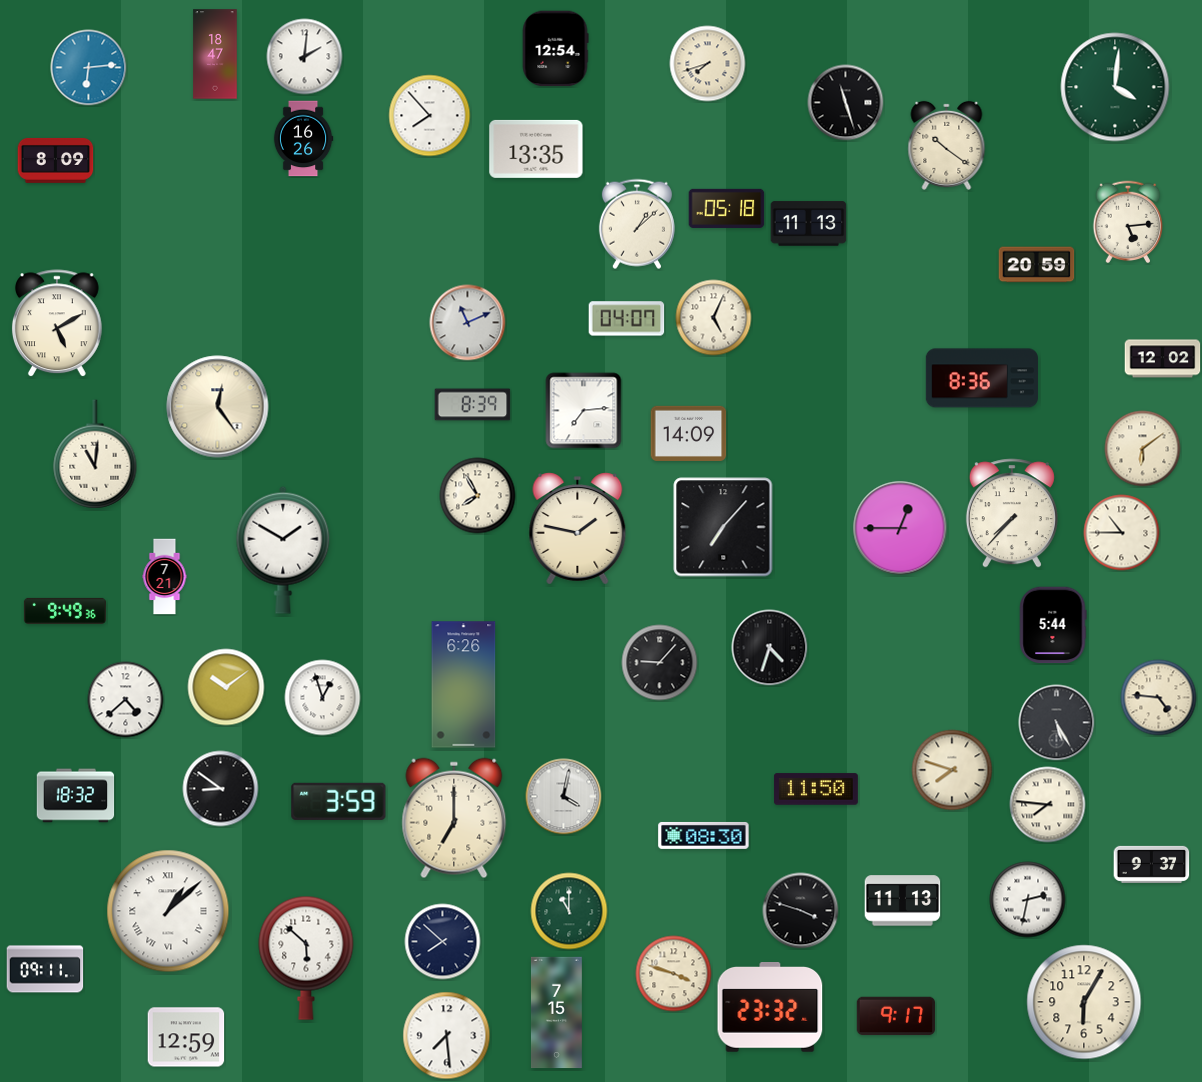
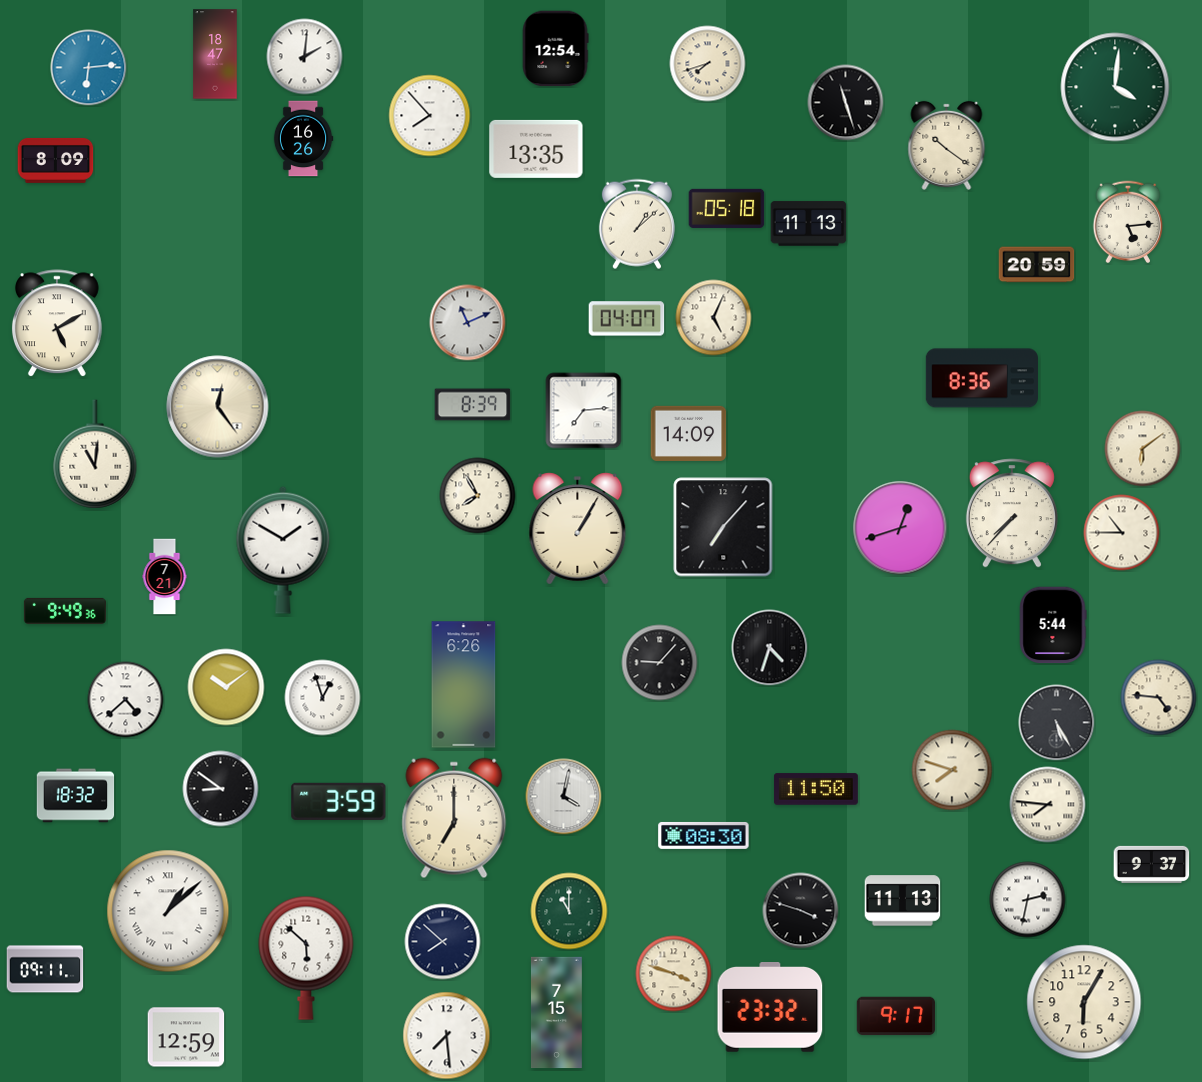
clock at (1163, 359): 12:02 -> none
clock at (900, 528): 12:45 -> 12:42
clock at (578, 529): 1:47 -> 1:05
